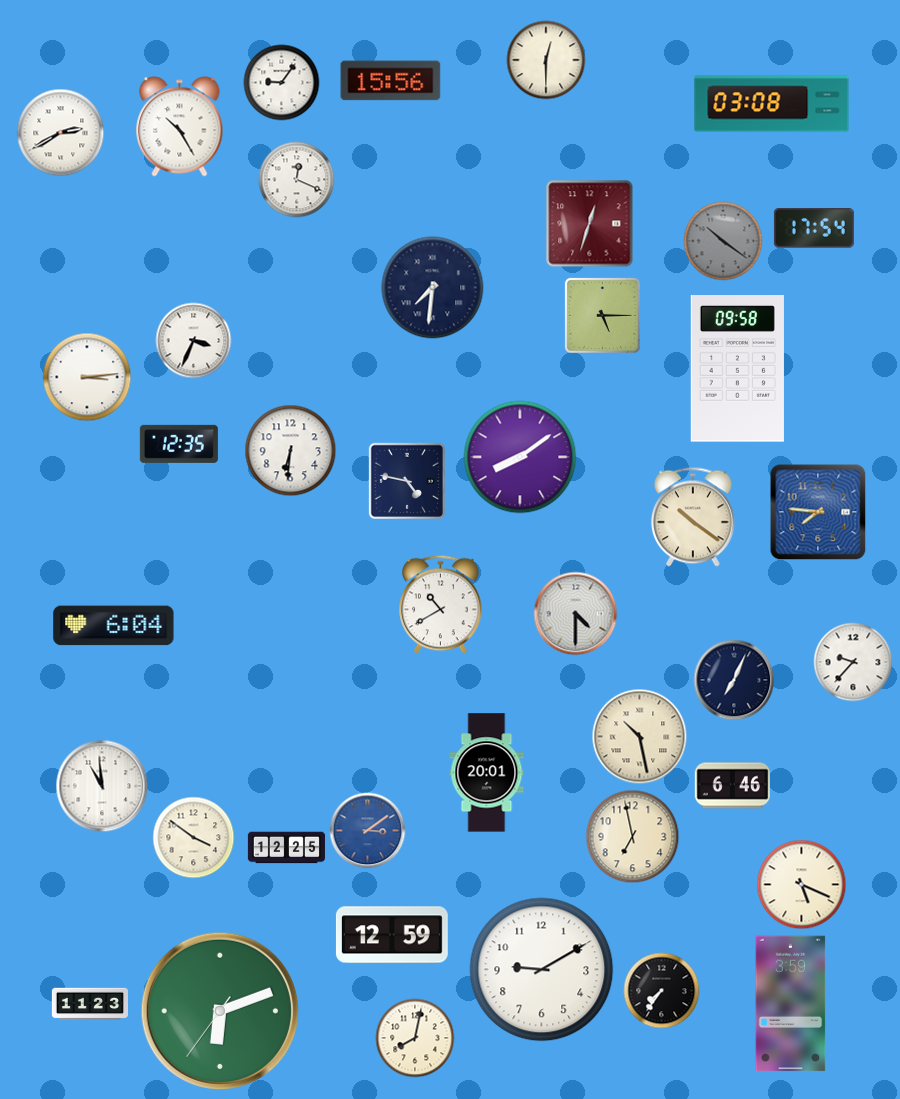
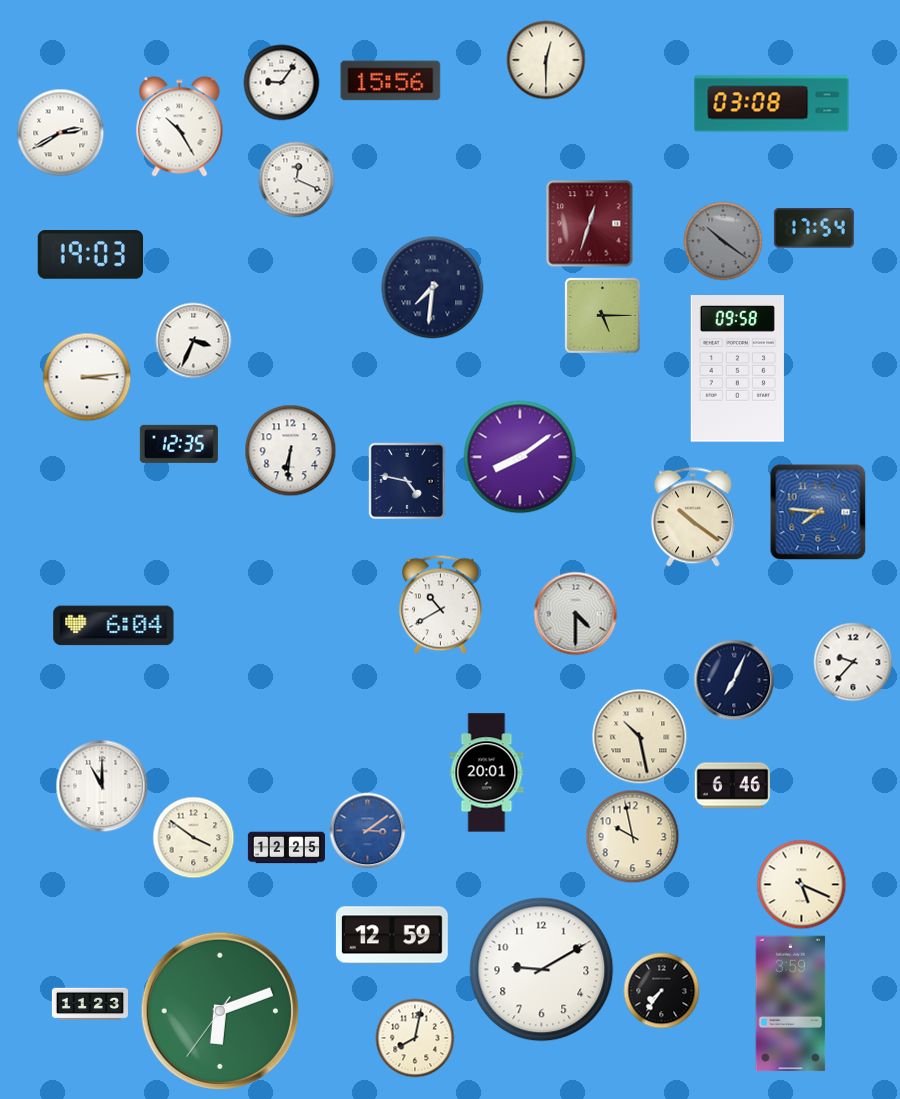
clock at (90, 255): none -> 19:03
clock at (102, 786): 10:59 -> 11:00
clock at (633, 837): 6:58 -> 9:58
